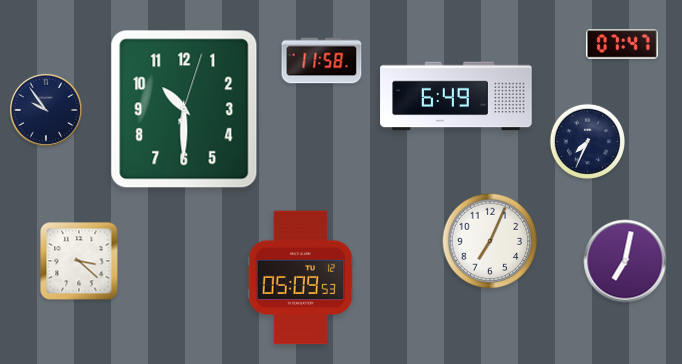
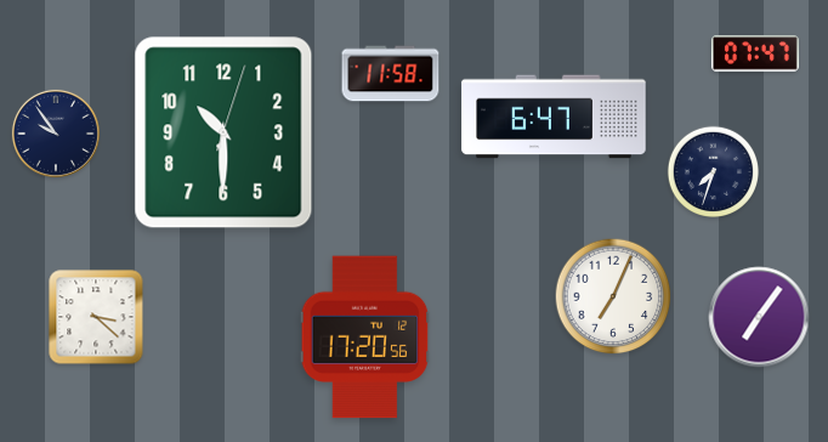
clock at (456, 96): 6:49 -> 6:47
clock at (587, 141): 7:34 -> 7:33
clock at (490, 241) position: (490, 241) -> (613, 296)
clock at (625, 261): 7:02 -> 7:06
clock at (301, 278): 05:09 -> 17:20
